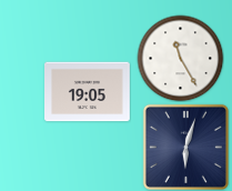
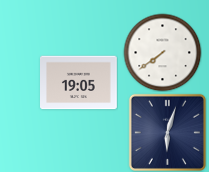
clock at (180, 58): 11:25 -> 7:39
